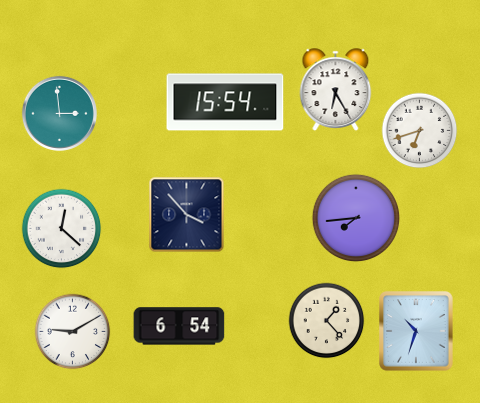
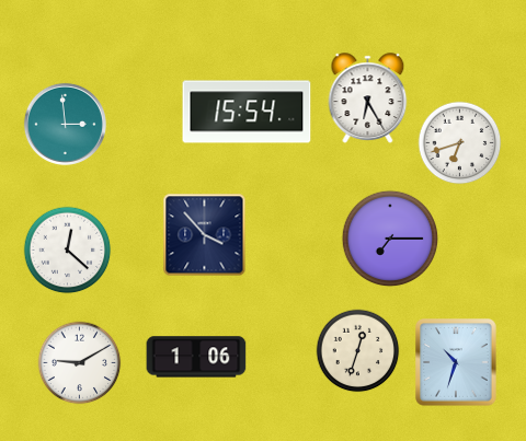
clock at (356, 218): 7:44 -> 7:15
clock at (327, 321): 1:23 -> 12:33
clock at (179, 326): 6:54 -> 1:06
